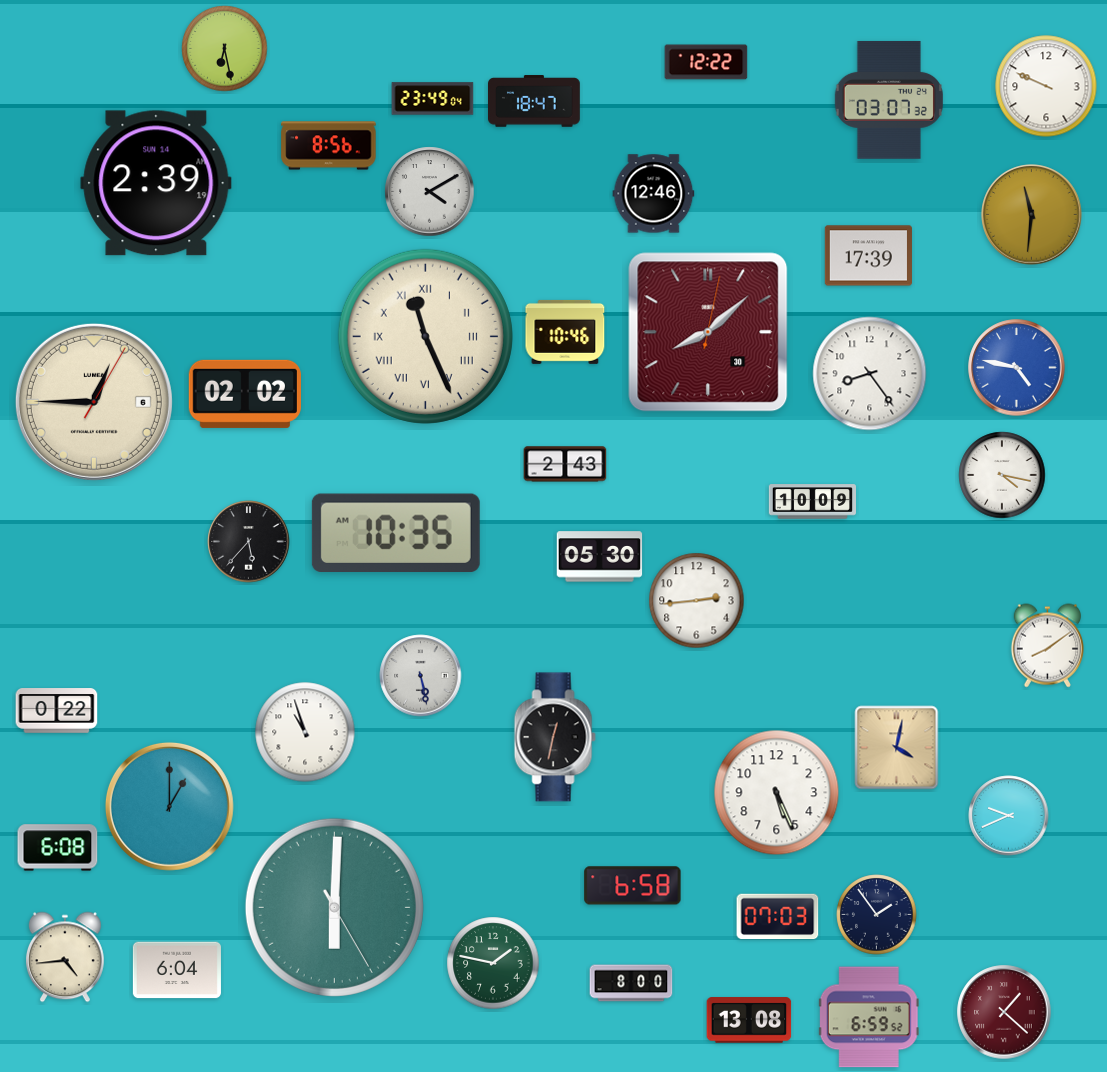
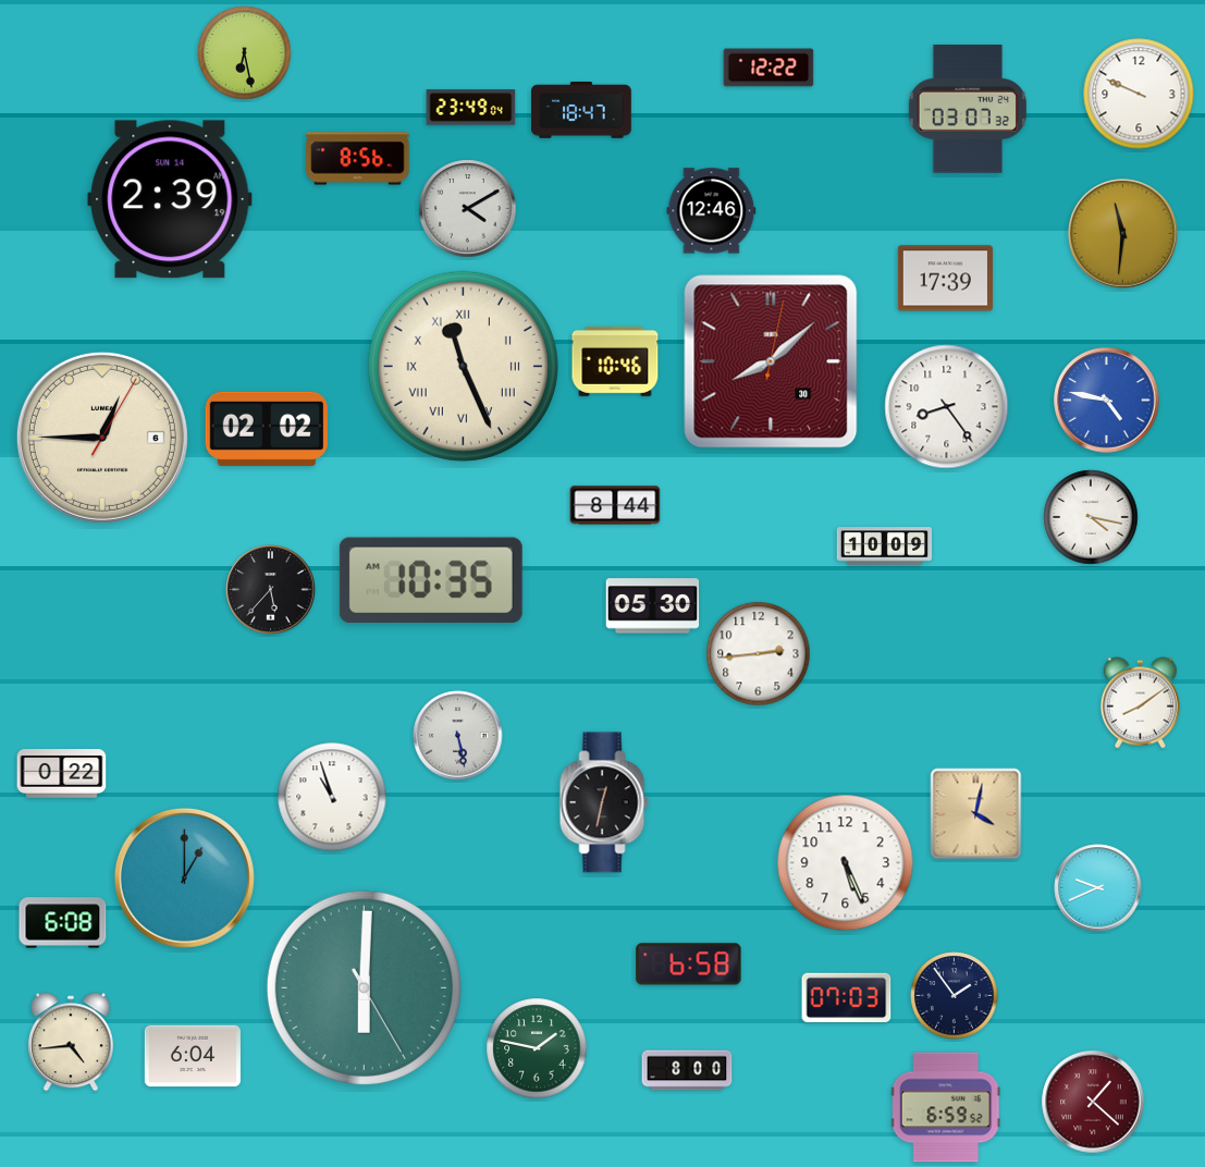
clock at (565, 464): 2:43 -> 8:44
clock at (749, 1020): 13:08 -> none
